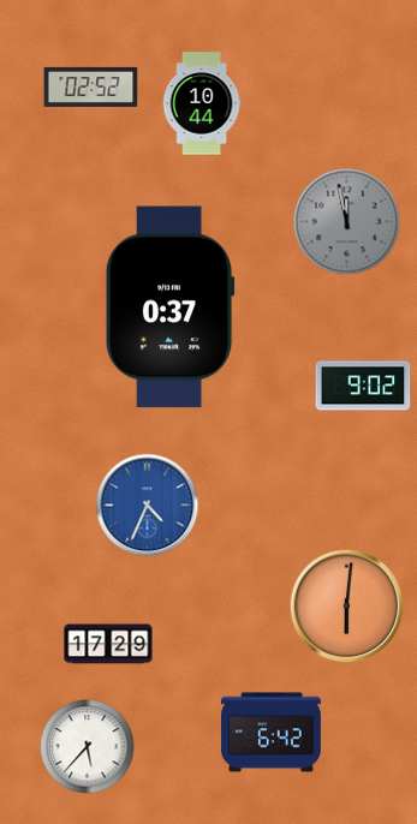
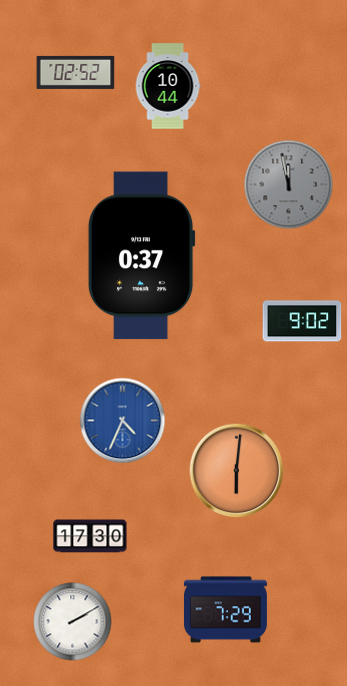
clock at (347, 607) position: (347, 607) -> (237, 471)
clock at (108, 644): 17:29 -> 17:30
clock at (270, 733): 6:42 -> 7:29
clock at (88, 747): 5:37 -> 2:10
